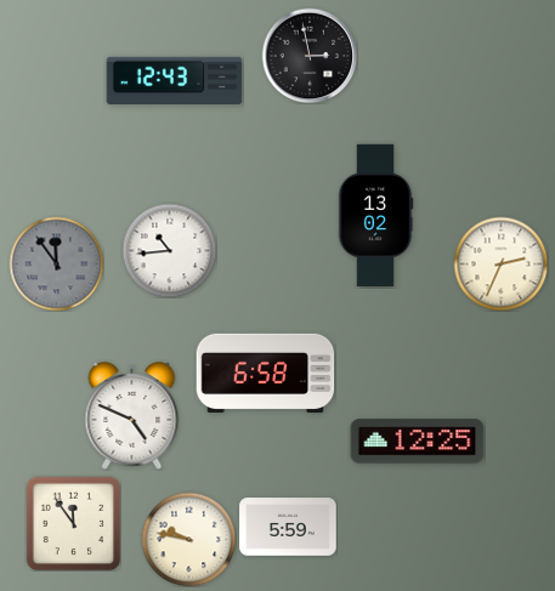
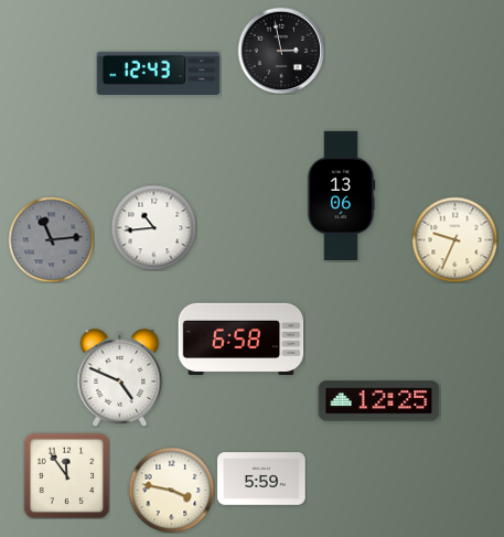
clock at (375, 215): 13:02 -> 13:06
clock at (56, 263): 11:54 -> 11:14
clock at (500, 263): 2:34 -> 9:34
clock at (188, 539): 9:47 -> 3:47
